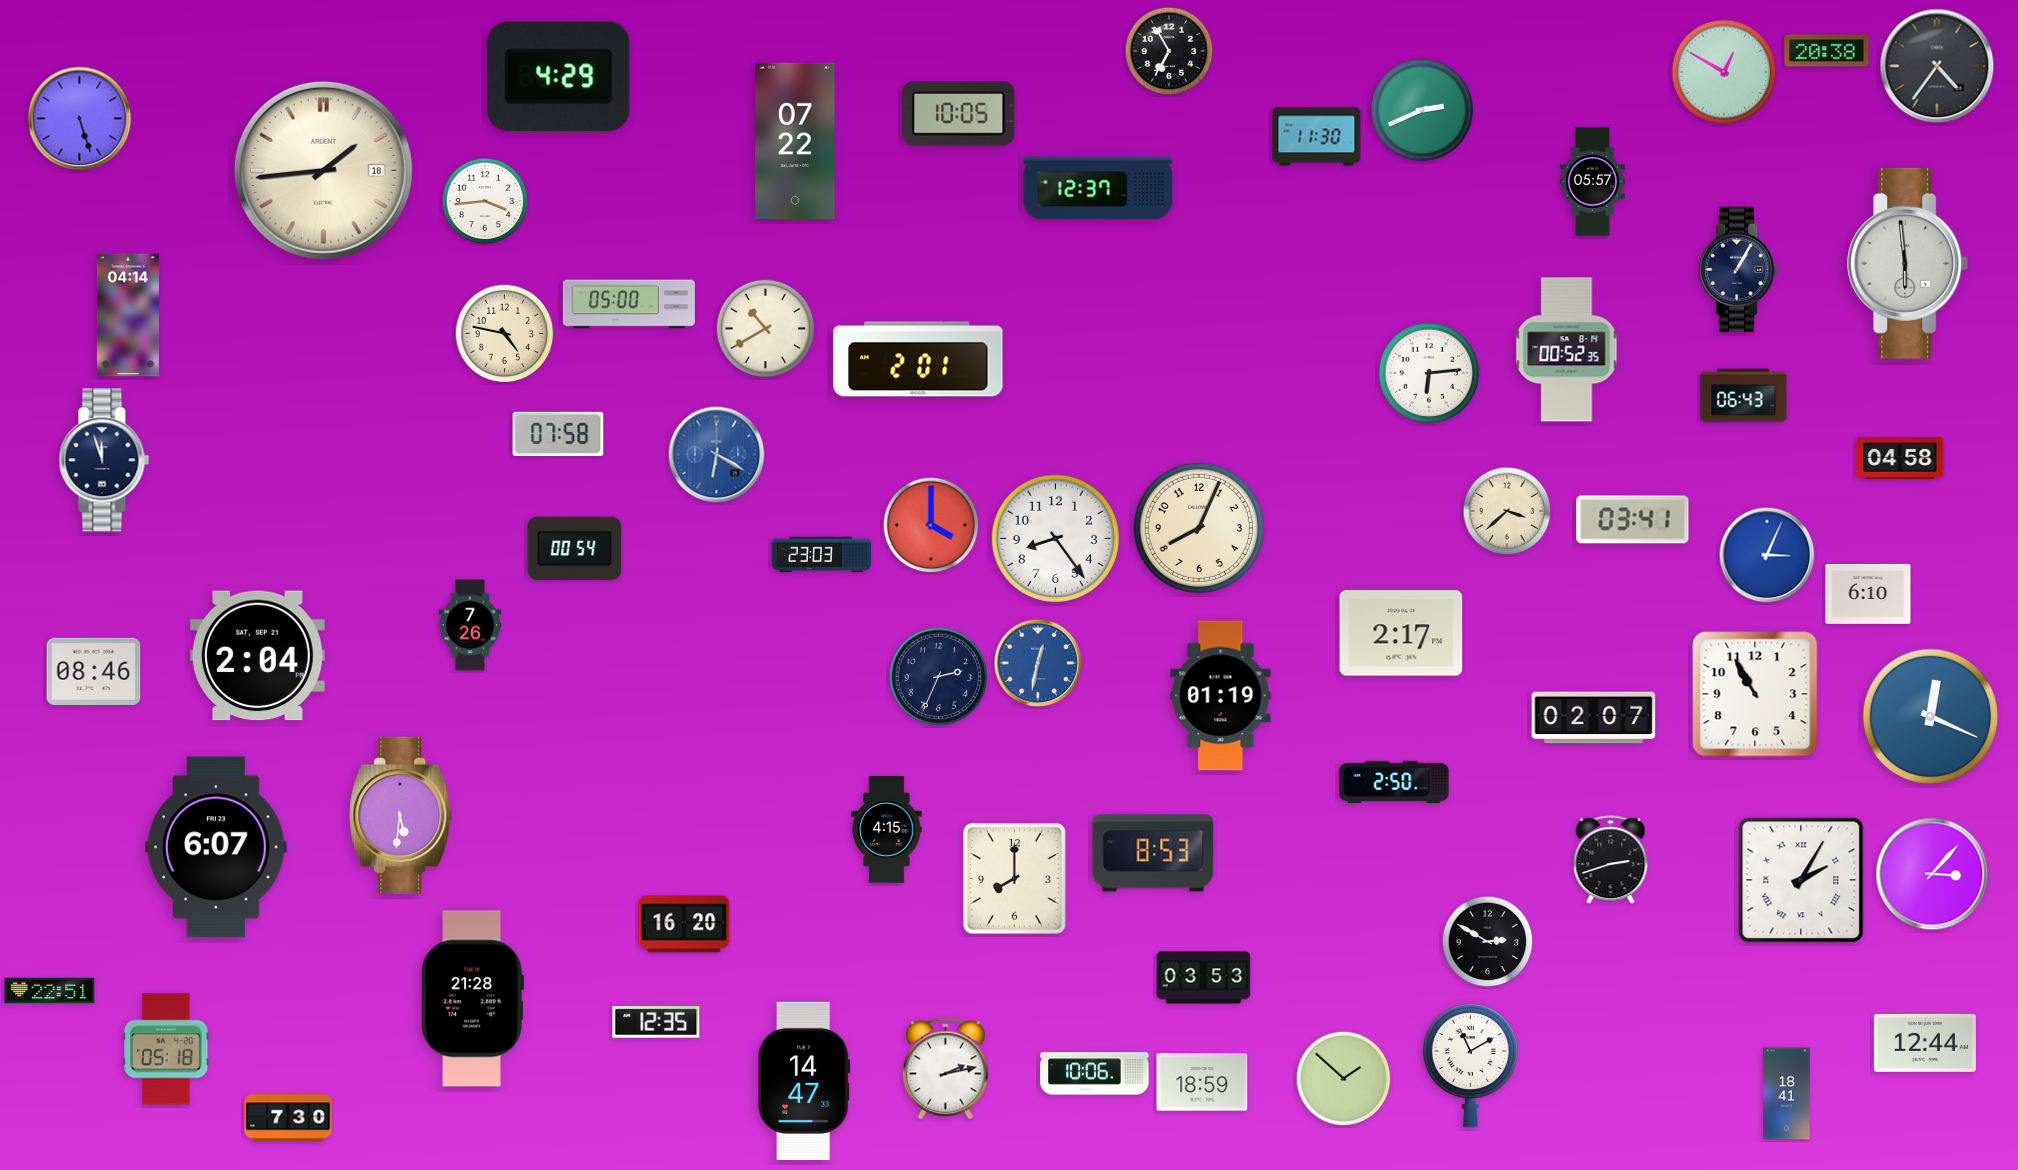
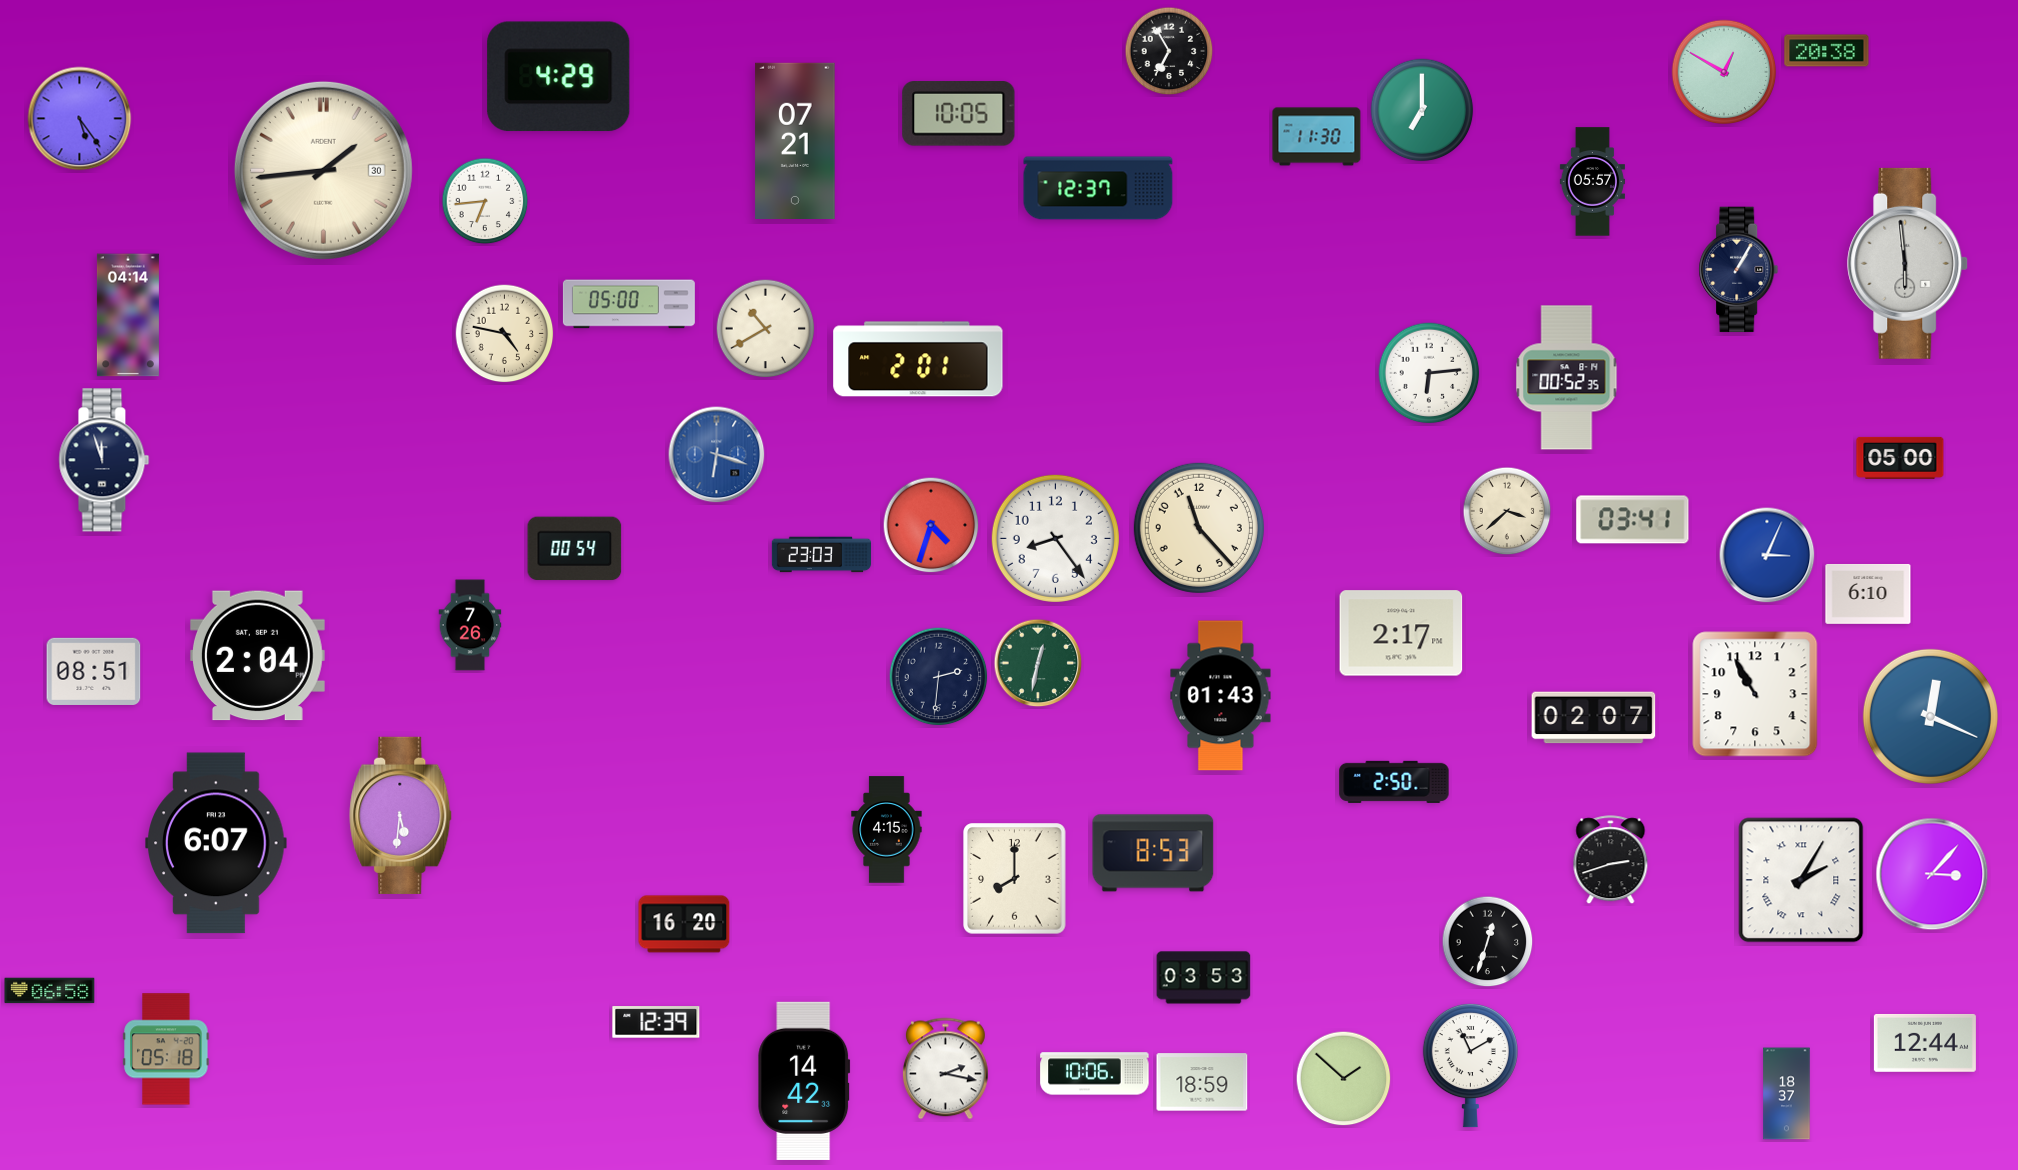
clock at (1937, 66): 4:36 -> none
clock at (1422, 110): 2:41 -> 7:00
clock at (80, 119): 5:27 -> 5:24
clock at (795, 140): 07:22 -> 07:21
clock at (323, 170) date: 18 -> 30
clock at (485, 201): 3:44 -> 6:44
clock at (1567, 350) position: (1567, 350) -> (1567, 378)
clock at (1744, 396): 06:43 -> none
clock at (558, 434): 07:58 -> none
clock at (717, 455): 6:20 -> 6:18
clock at (1900, 458): 04:58 -> 05:00
clock at (931, 525): 4:00 -> 4:33
clock at (1199, 528): 8:04 -> 11:23
clock at (1038, 663) dial: blue -> green
clock at (94, 671): 08:46 -> 08:51
clock at (939, 677): 2:34 -> 2:31
clock at (1221, 696): 01:19 -> 01:43
clock at (216, 847) position: (216, 847) -> (216, 843)
clock at (1488, 942): 2:50 -> 12:33
clock at (50, 991): 22:51 -> 06:58
clock at (472, 999): 21:28 -> none
clock at (656, 1022): 12:35 -> 12:39
clock at (945, 1069): 2:13 -> 2:17
clock at (804, 1081): 14:47 -> 14:42
clock at (1787, 1094): 18:41 -> 18:37
clock at (288, 1118): 7:30 -> none
